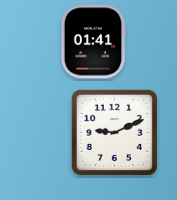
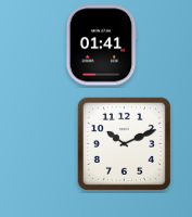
clock at (114, 132): 9:11 -> 10:11
